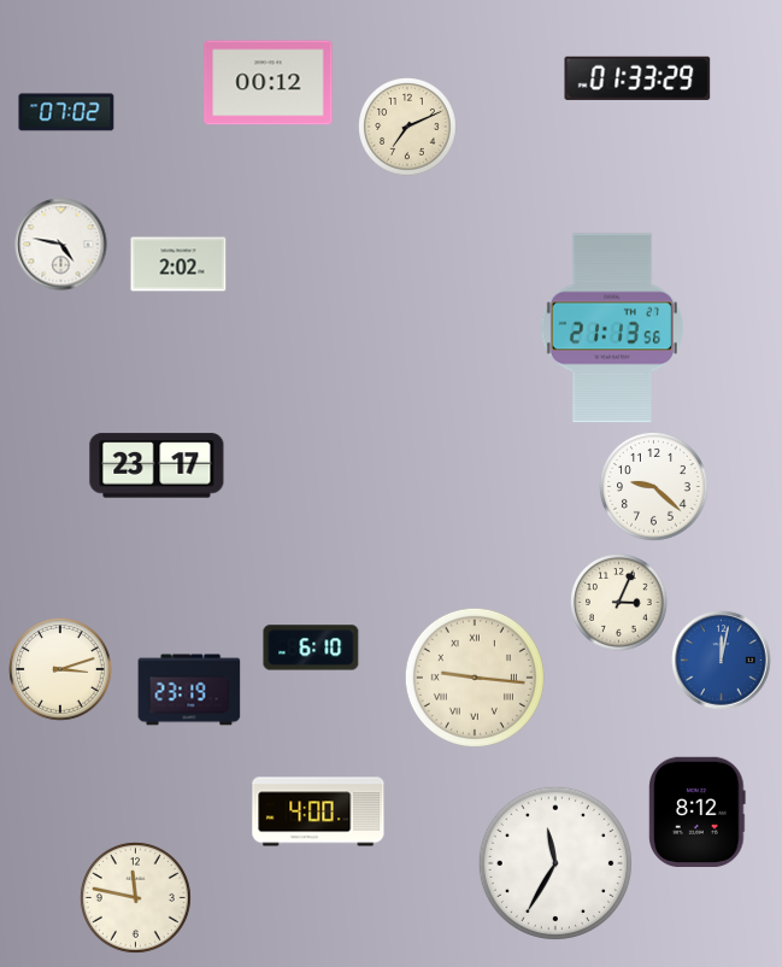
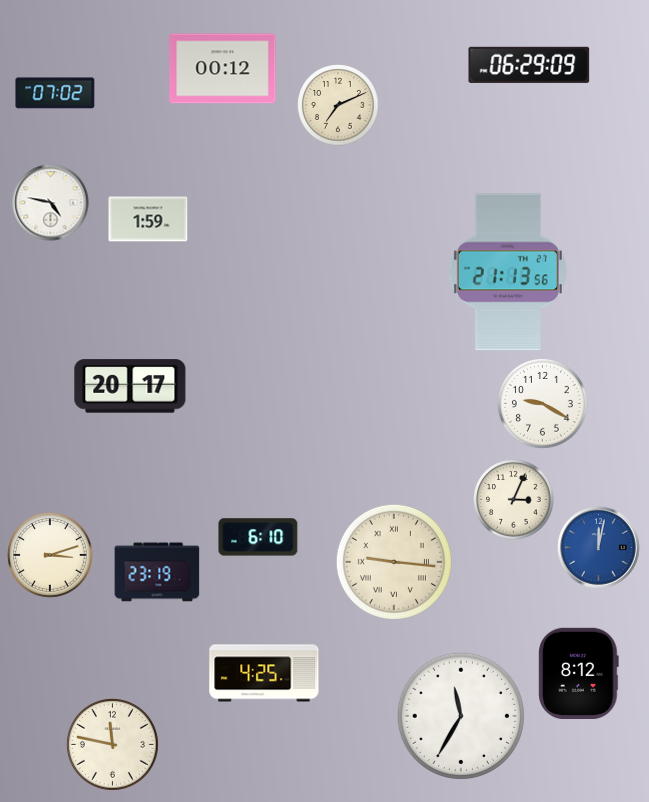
clock at (637, 78): 01:33 -> 06:29
clock at (178, 264): 2:02 -> 1:59
clock at (157, 465): 23:17 -> 20:17
clock at (653, 486): 9:22 -> 9:20
clock at (318, 811): 4:00 -> 4:25
